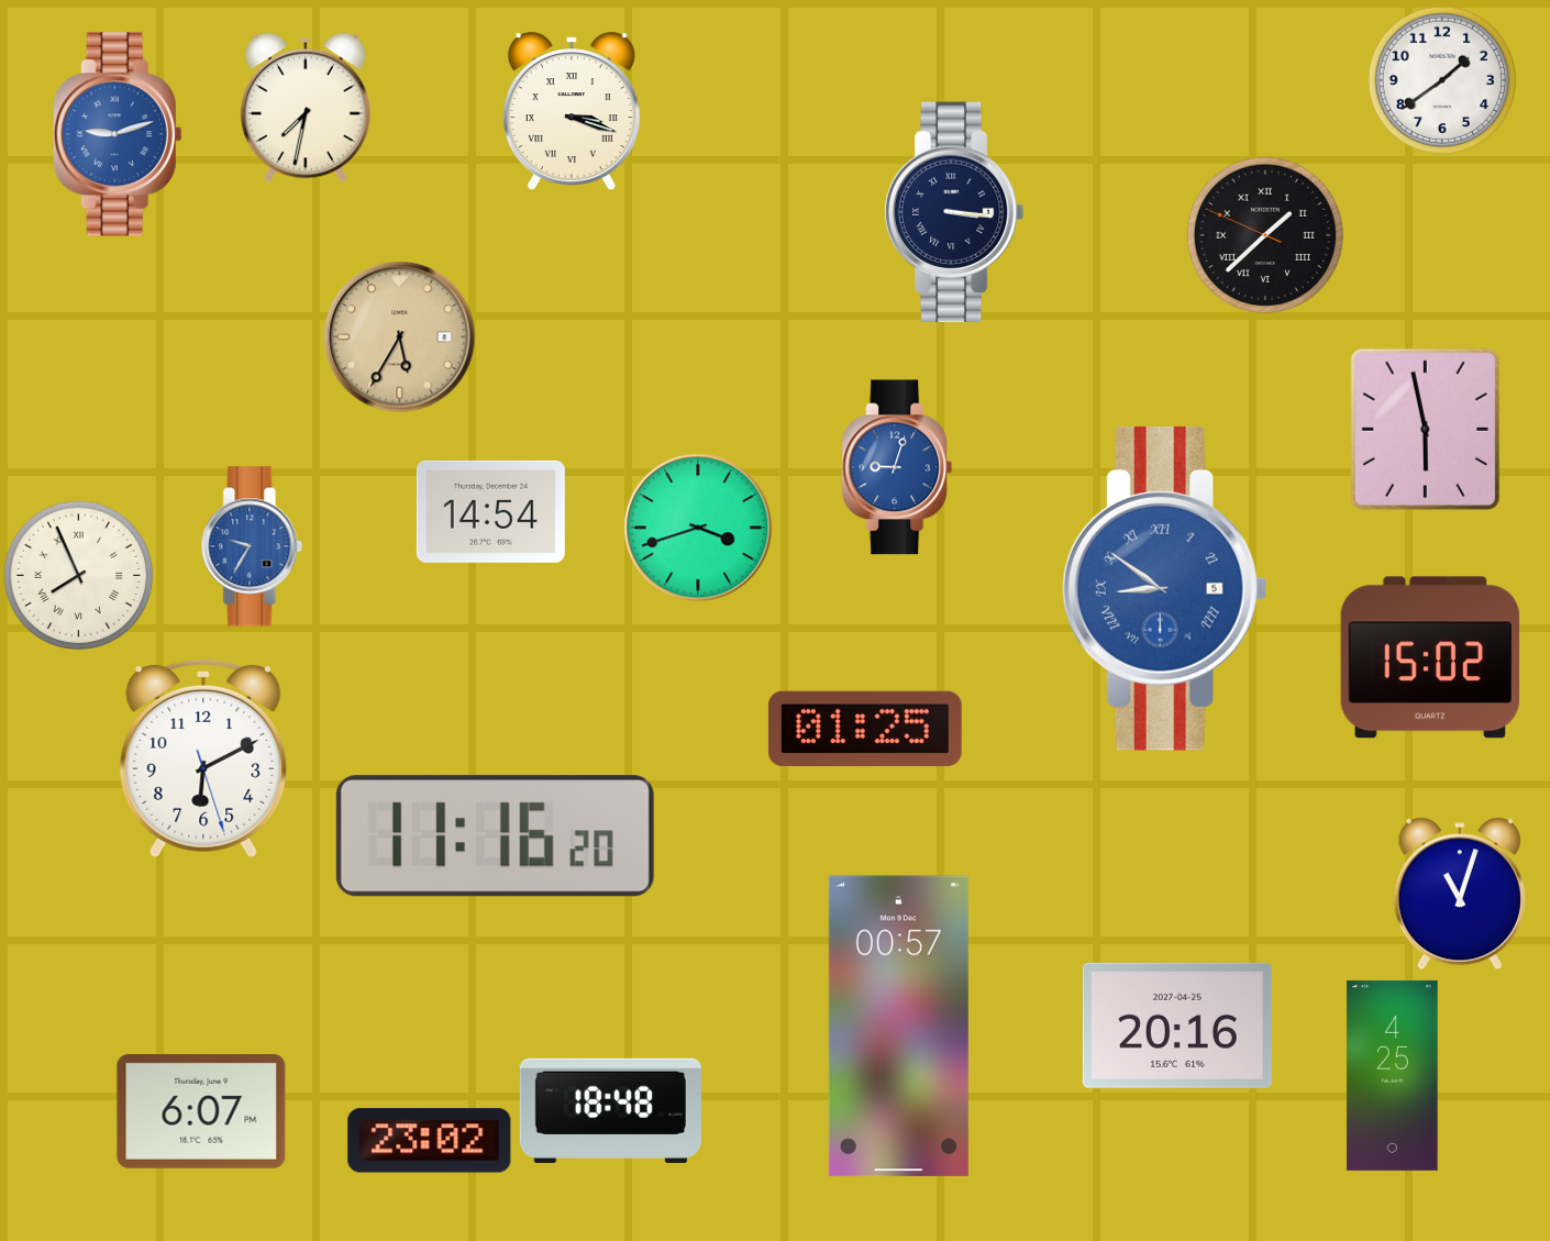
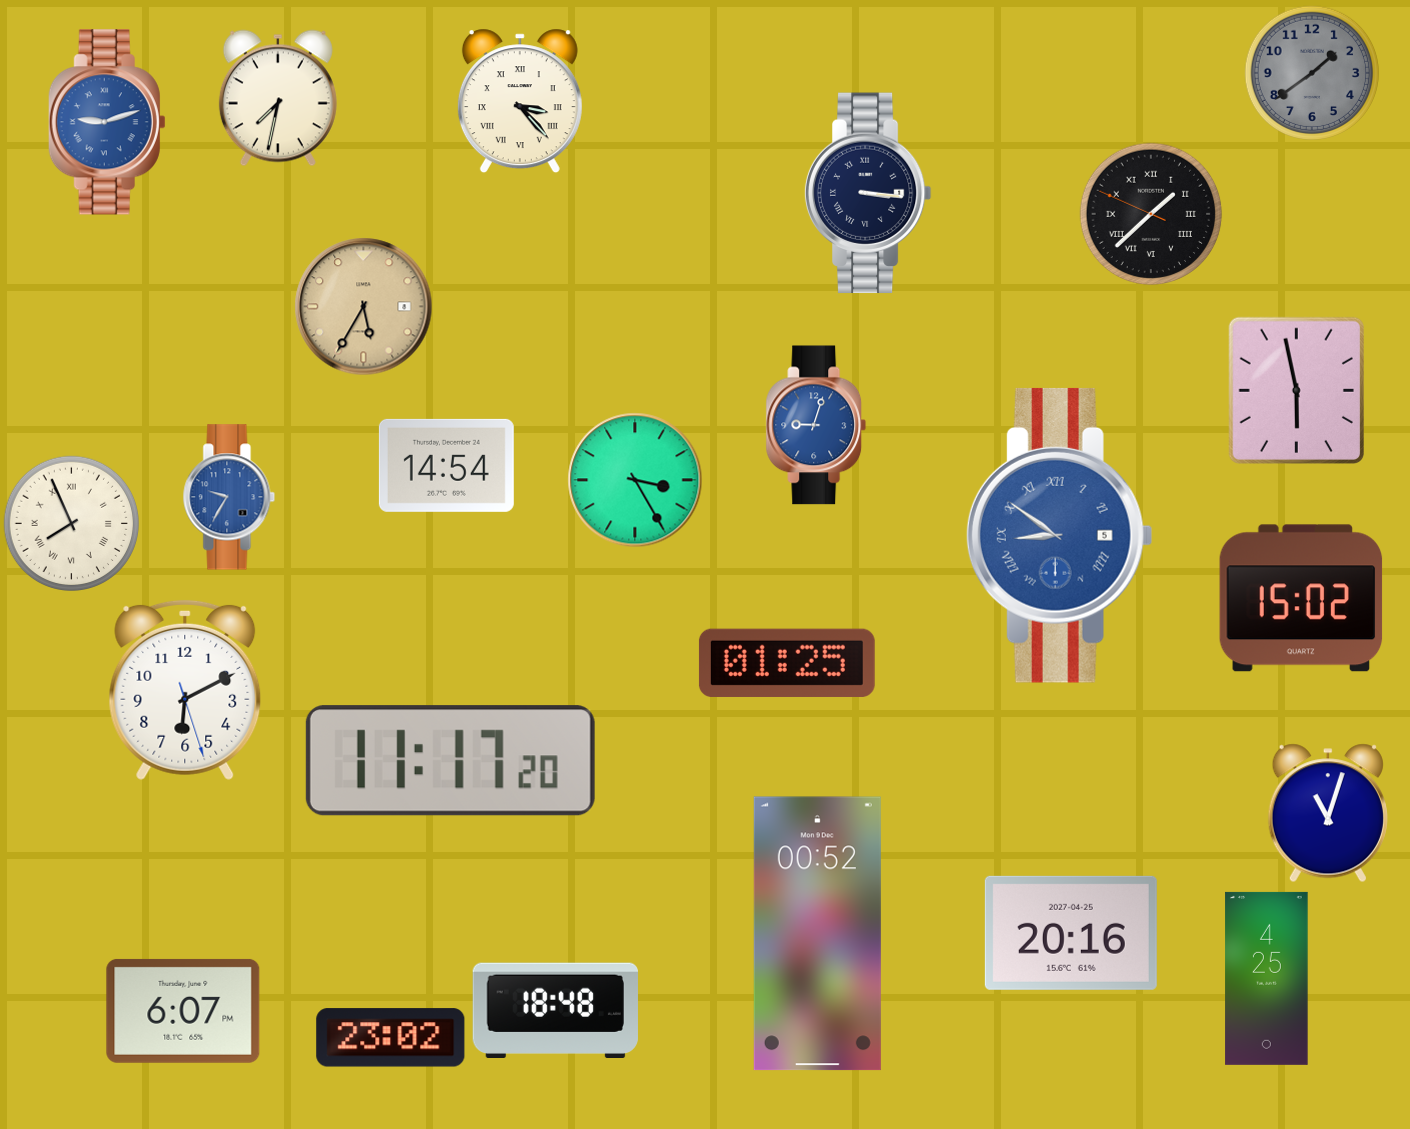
clock at (1441, 79) dial: white -> grey
clock at (572, 111): 3:18 -> 3:23
clock at (698, 528): 3:42 -> 3:25
clock at (495, 836): 11:16 -> 11:17
clock at (898, 1027): 00:57 -> 00:52
